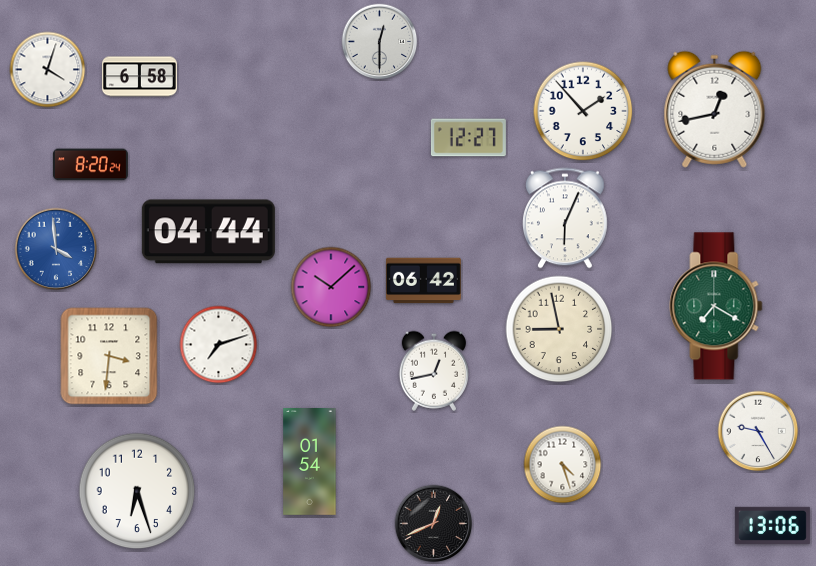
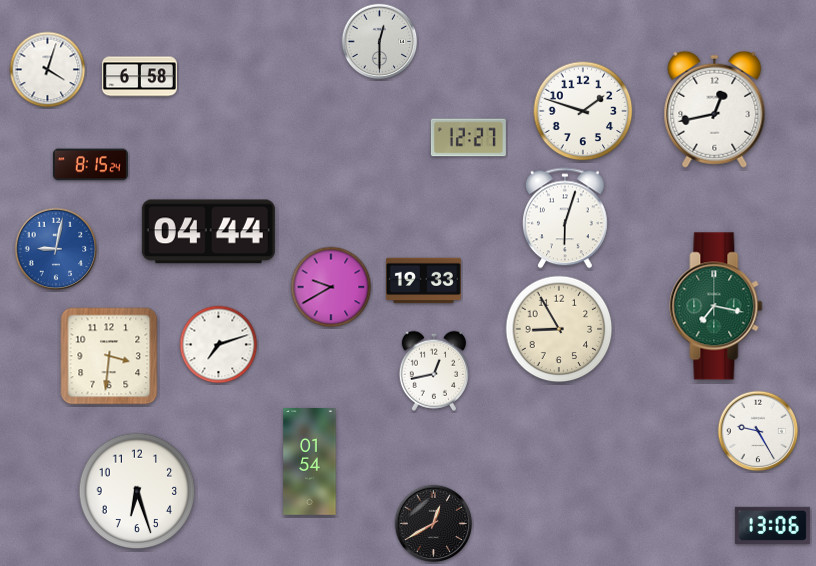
clock at (583, 111): 1:53 -> 1:48
clock at (90, 165): 8:20 -> 8:15
clock at (566, 218): 6:04 -> 6:03
clock at (56, 249): 3:59 -> 9:02
clock at (423, 281): 06:42 -> 19:33
clock at (331, 287): 10:08 -> 9:40
clock at (716, 306): 7:20 -> 7:17
clock at (559, 329): 8:58 -> 8:55
clock at (563, 465): 4:27 -> none
clock at (434, 524): 12:41 -> 12:40
